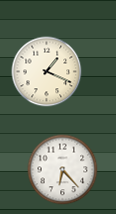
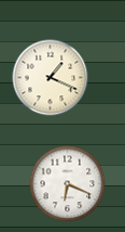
clock at (63, 170): 6:23 -> 6:19
